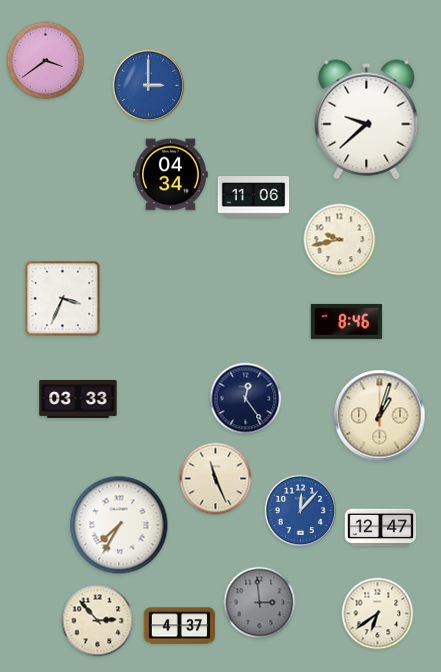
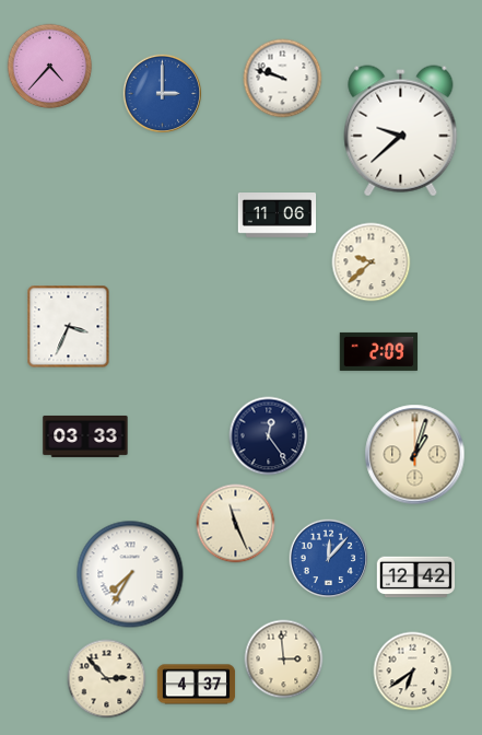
clock at (46, 61): 3:39 -> 4:37
clock at (283, 79): none -> 9:48
clock at (171, 175): 04:34 -> none
clock at (340, 240): 9:43 -> 9:38
clock at (347, 321): 8:46 -> 2:09
clock at (381, 528): 12:47 -> 12:42
clock at (260, 603) dial: grey -> cream
